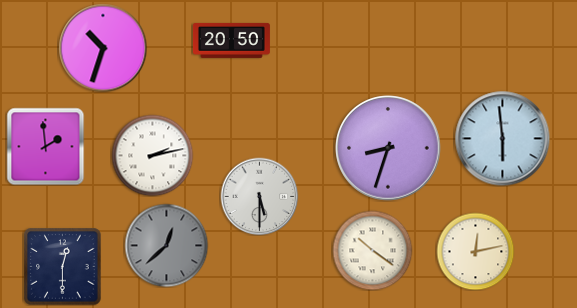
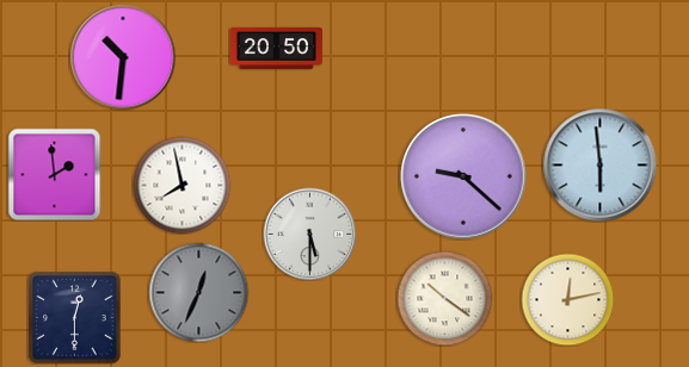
clock at (103, 48): 10:33 -> 10:31
clock at (388, 148): 8:33 -> 9:22
clock at (152, 155): 2:13 -> 7:58
clock at (166, 245): 12:38 -> 12:34
